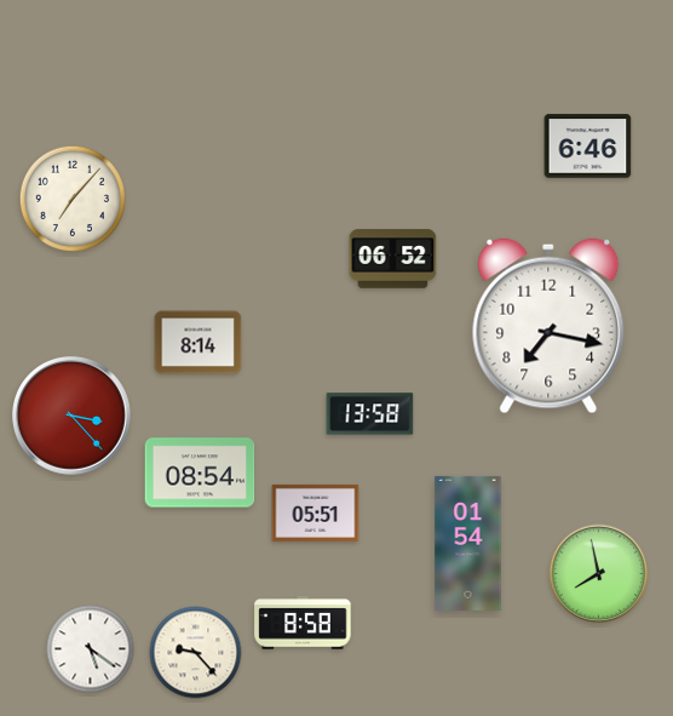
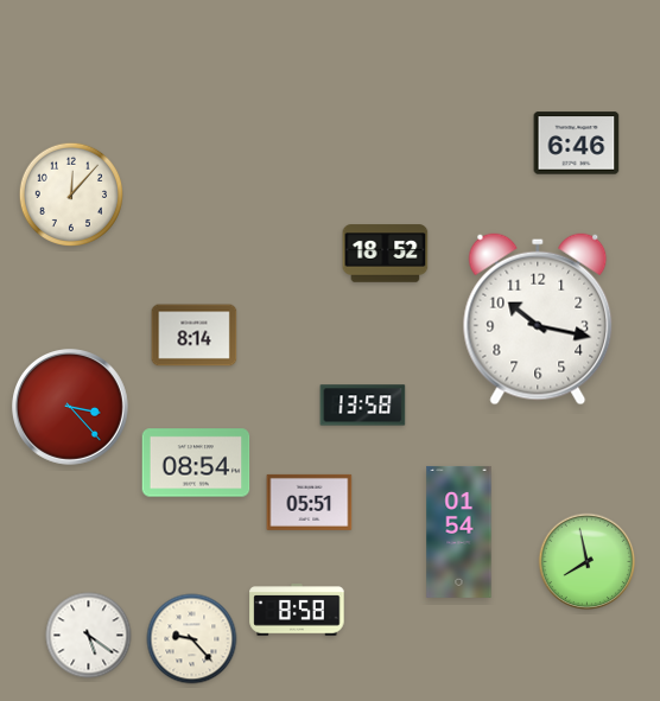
clock at (71, 197): 7:07 -> 12:07
clock at (393, 259): 06:52 -> 18:52
clock at (548, 326): 7:17 -> 10:17
